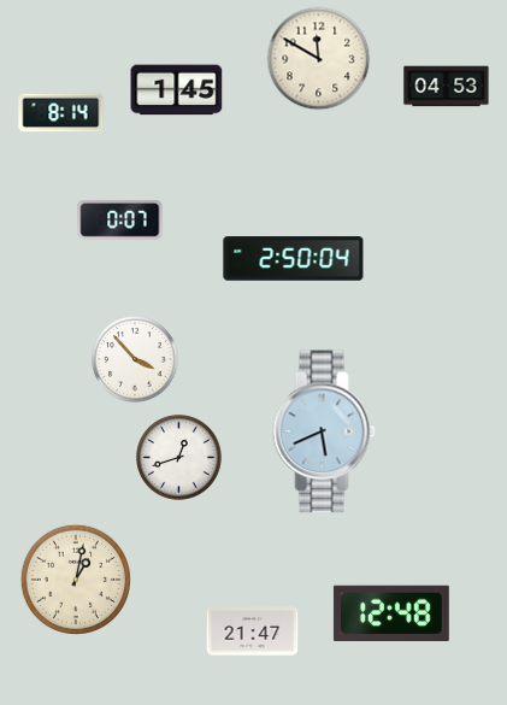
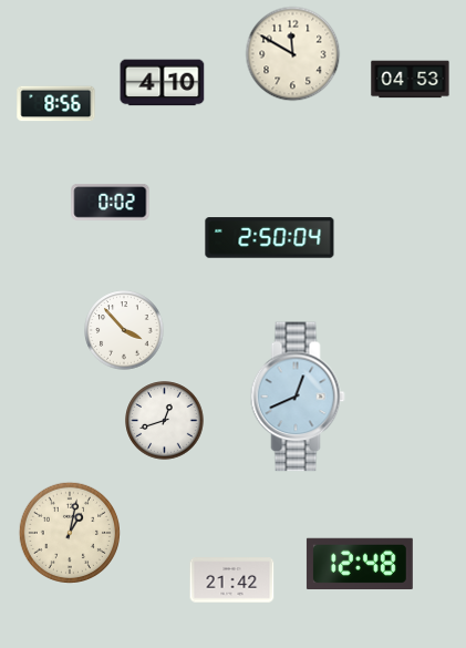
clock at (177, 90): 1:45 -> 4:10
clock at (61, 113): 8:14 -> 8:56
clock at (120, 219): 0:07 -> 0:02
clock at (324, 431): 5:41 -> 12:41
clock at (253, 631): 21:47 -> 21:42
